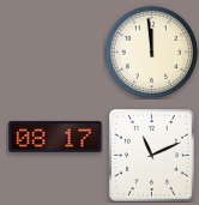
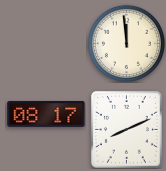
clock at (151, 155): 11:11 -> 8:11
